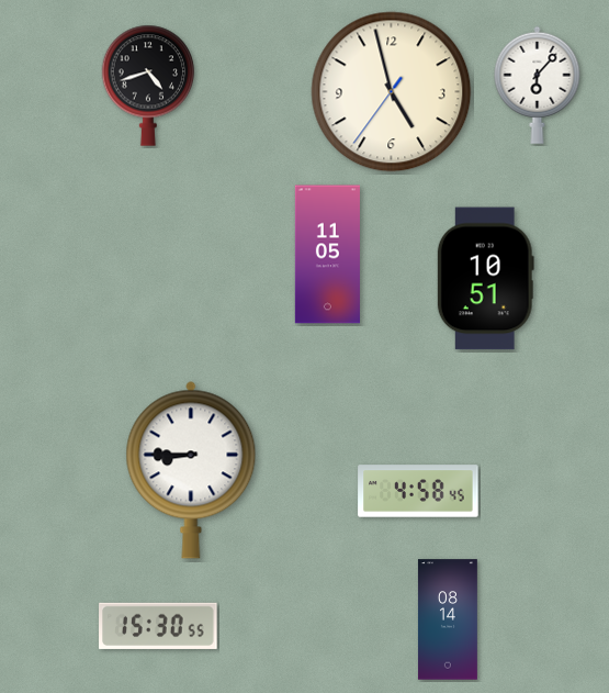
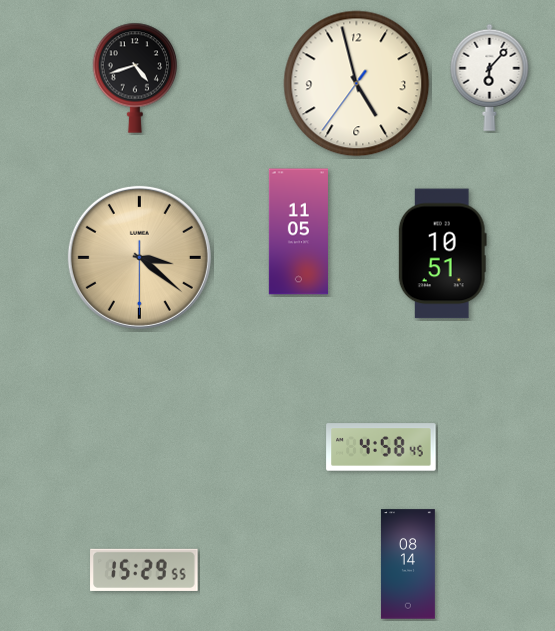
clock at (139, 257): none -> 3:21
clock at (191, 470): 8:45 -> none
clock at (158, 626): 15:30 -> 15:29
